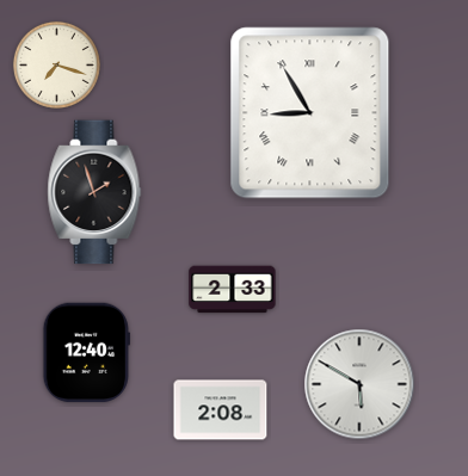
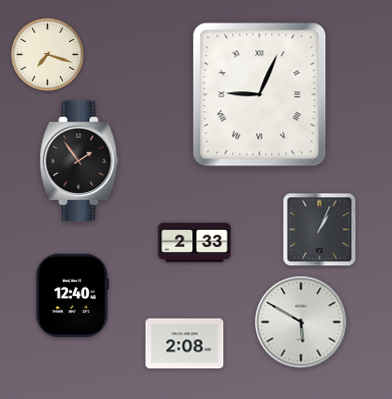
clock at (310, 113): 8:55 -> 9:04
clock at (94, 192): 1:57 -> 1:54
clock at (320, 230): none -> 1:04
